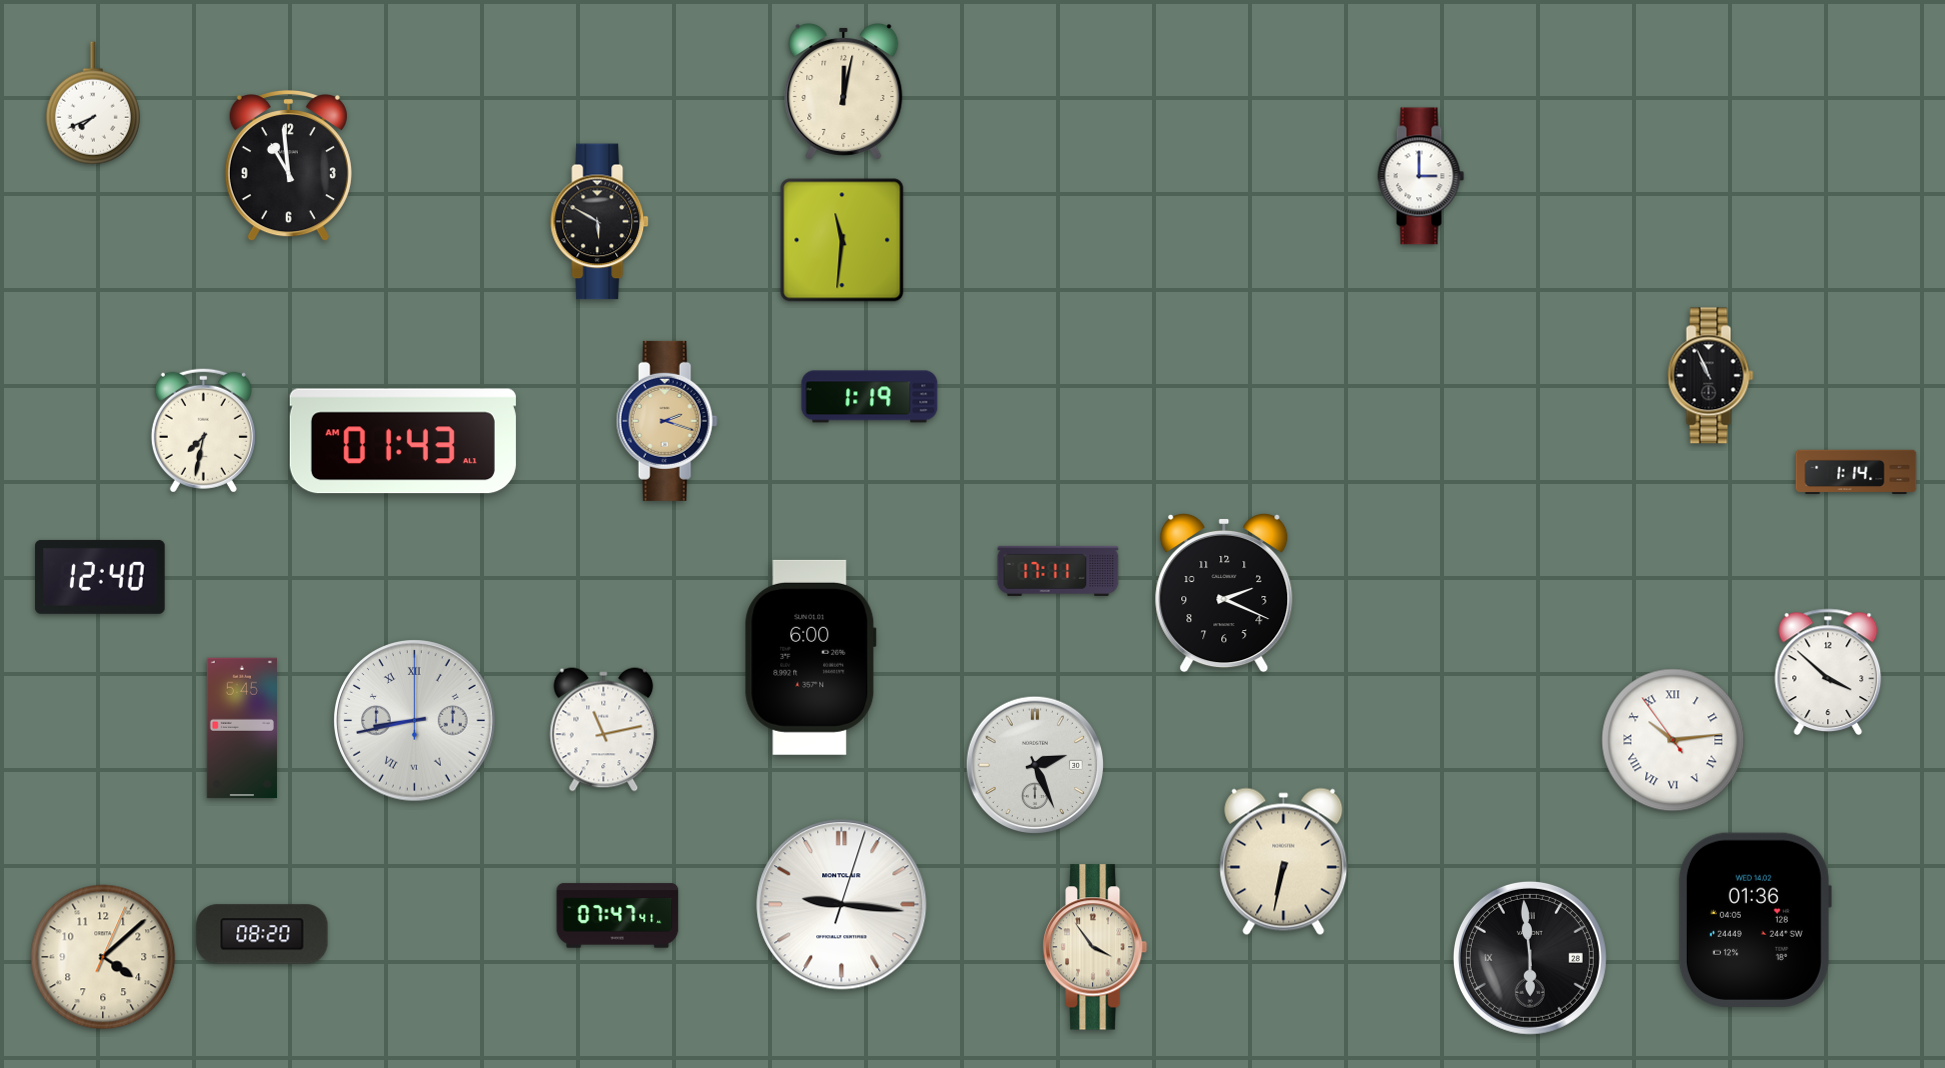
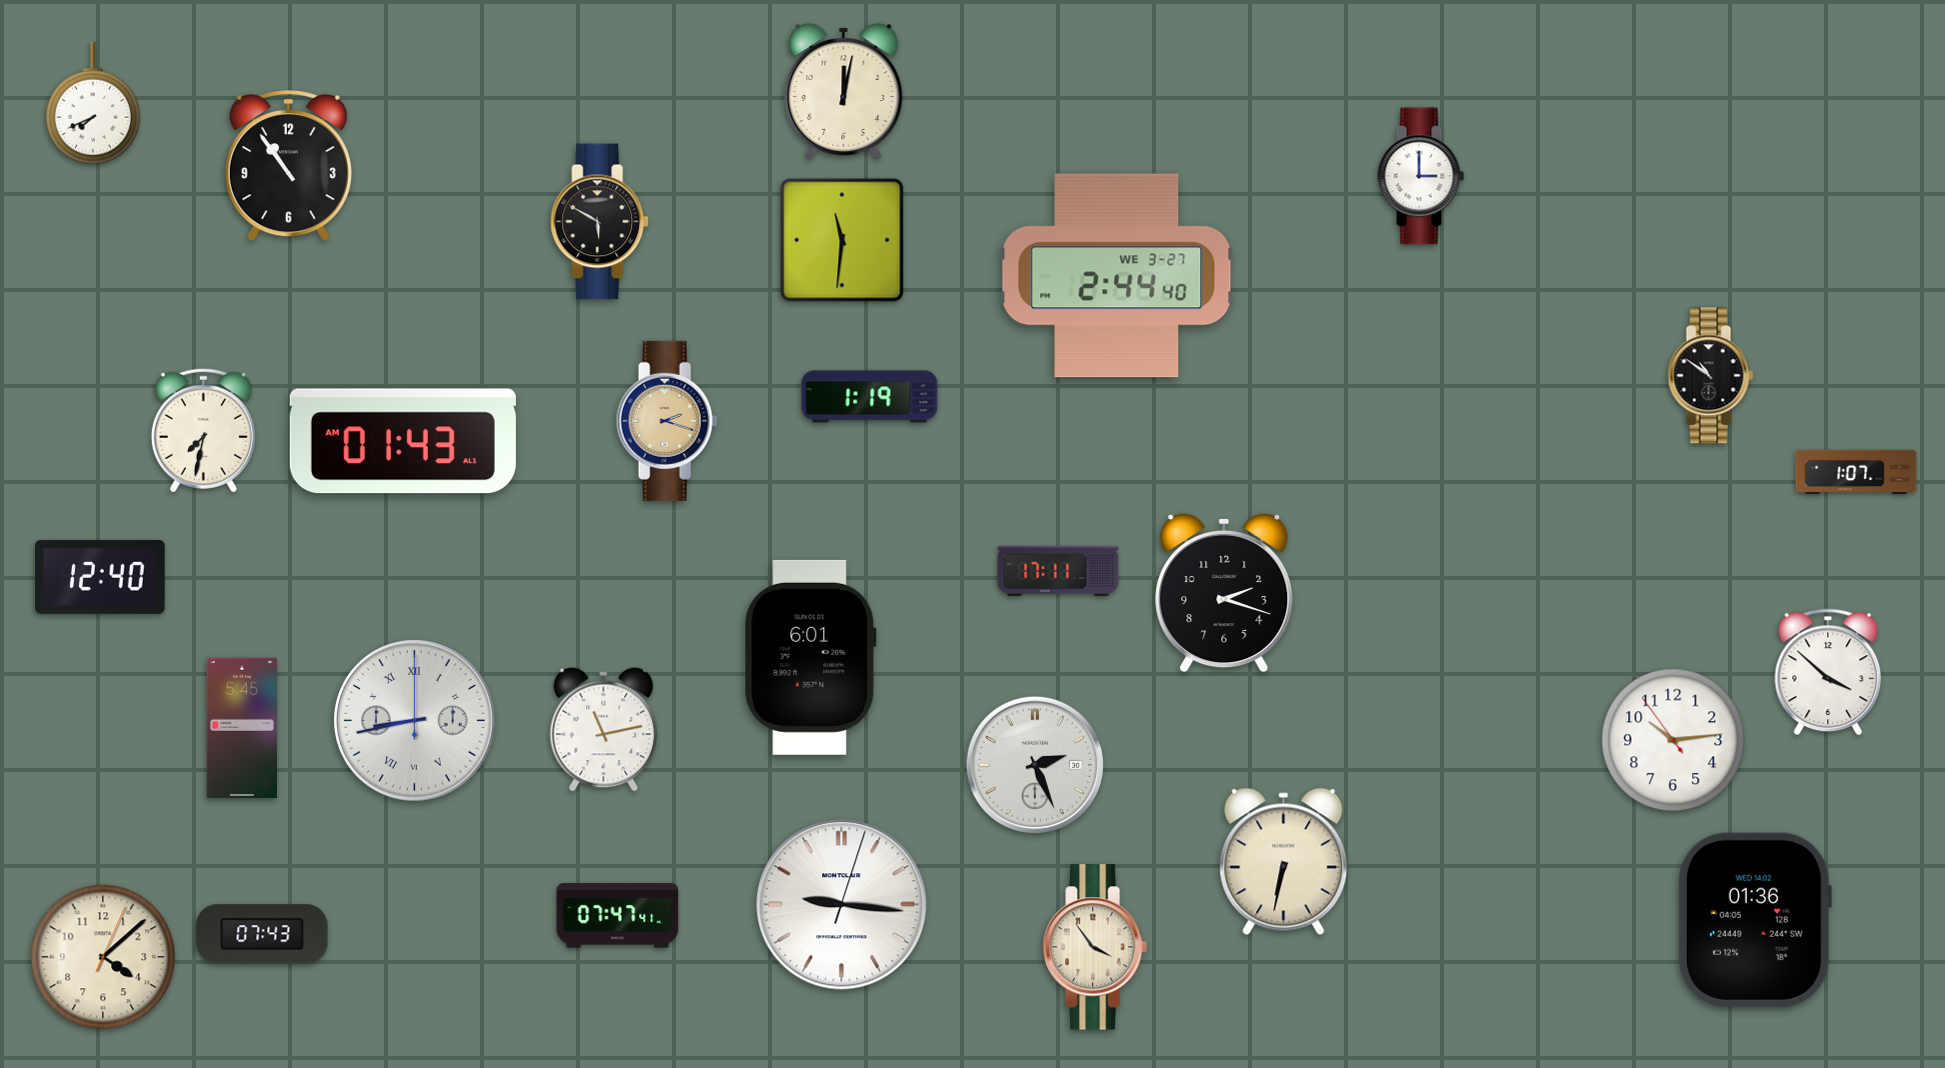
clock at (288, 166): 10:59 -> 10:54
clock at (1117, 276): none -> 2:44
clock at (1711, 376): 10:56 -> 10:51
clock at (1856, 472): 1:14 -> 1:07
clock at (1224, 593): 2:19 -> 2:18
clock at (810, 657): 6:00 -> 6:01
clock at (1673, 740) numerals: Roman -> Arabic
clock at (262, 934): 08:20 -> 07:43
clock at (1530, 958): 5:59 -> none
